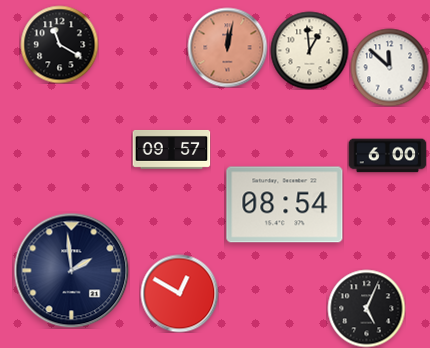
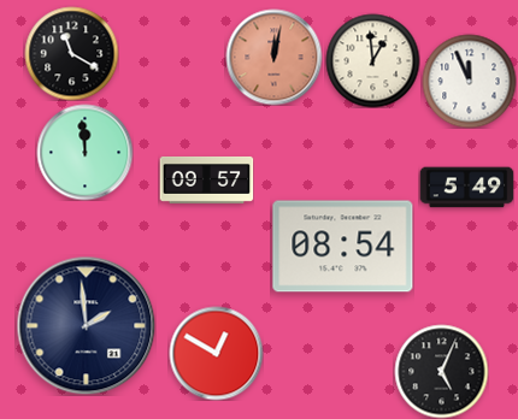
clock at (389, 67): 11:52 -> 11:56
clock at (84, 152): none -> 11:59
clock at (387, 156): 6:00 -> 5:49
